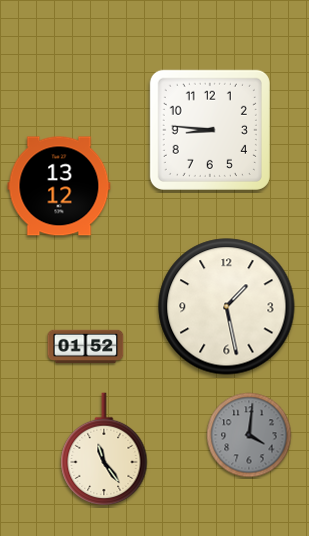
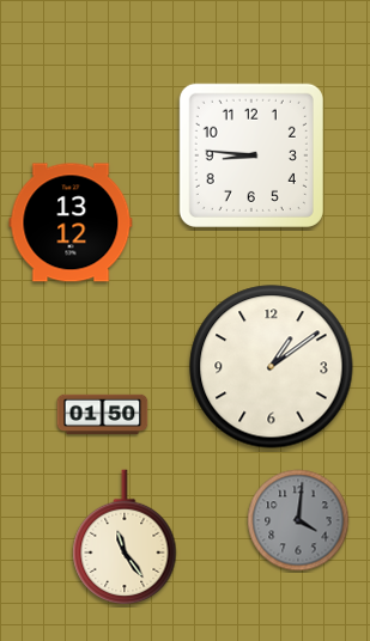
clock at (227, 307): 1:28 -> 1:09
clock at (86, 347): 01:52 -> 01:50
